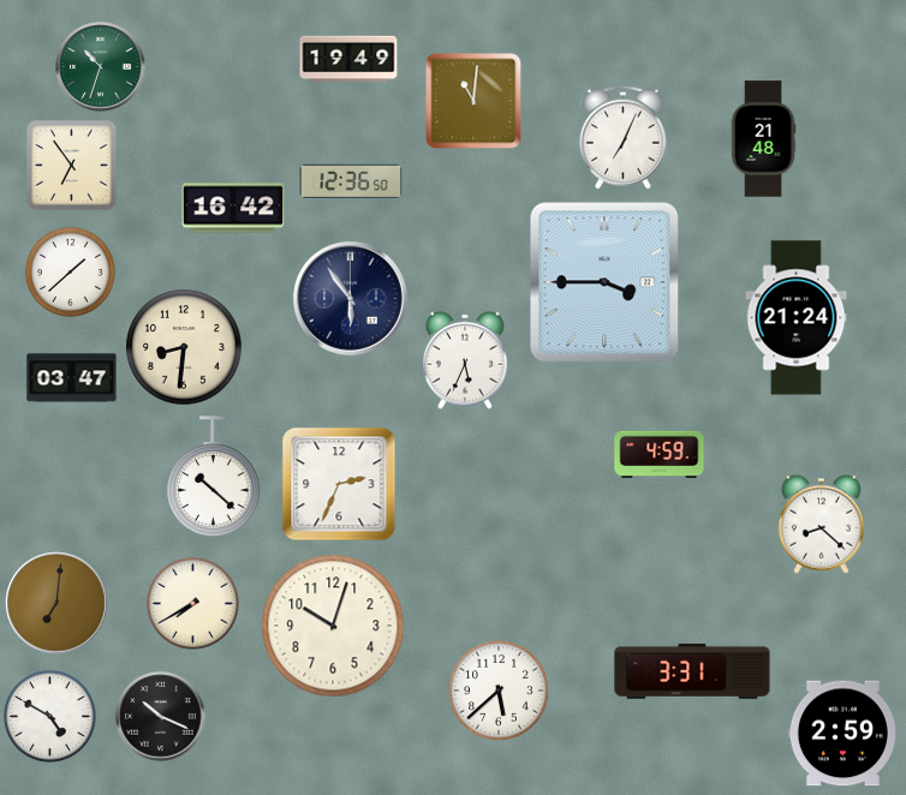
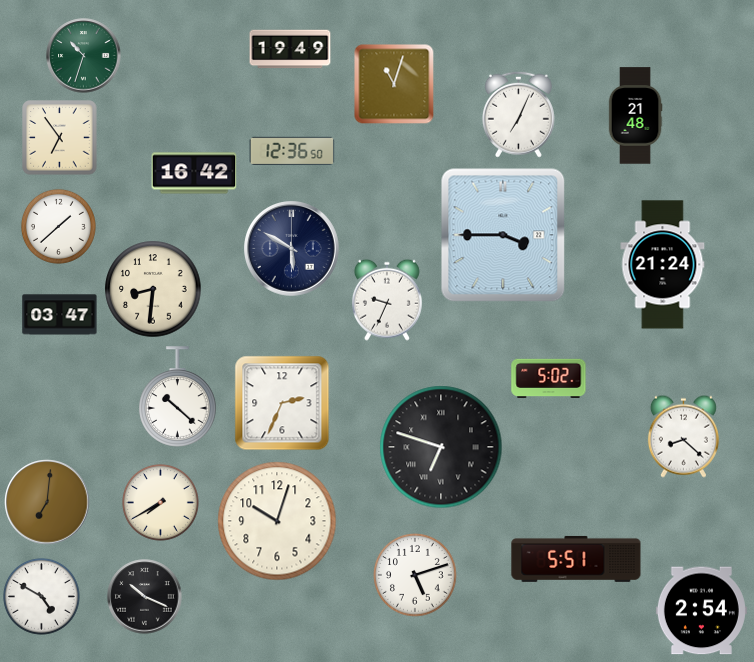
clock at (473, 101): 11:01 -> 11:03
clock at (351, 299): 5:54 -> 5:50
clock at (465, 360): 5:34 -> 9:34
clock at (660, 454): 4:59 -> 5:02
clock at (441, 447): none -> 6:48
clock at (692, 671): 3:31 -> 5:51
clock at (500, 692): 5:38 -> 5:12
clock at (161, 717) position: (161, 717) -> (145, 597)
clock at (842, 734): 2:59 -> 2:54
